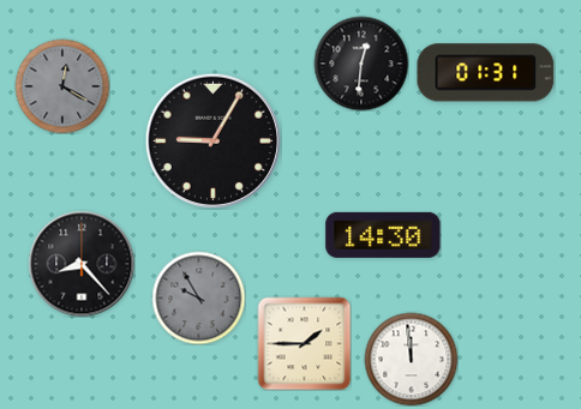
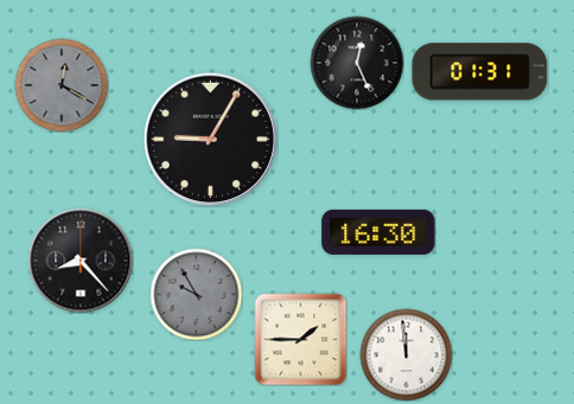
clock at (361, 64): 12:31 -> 12:26
clock at (383, 235): 14:30 -> 16:30
